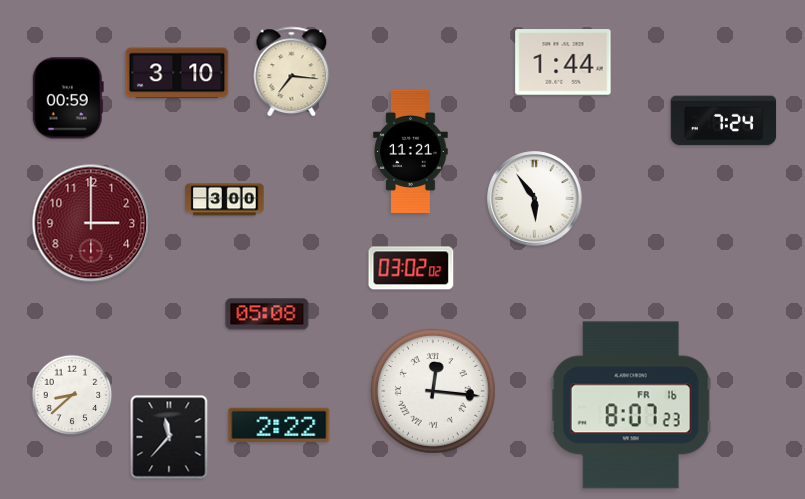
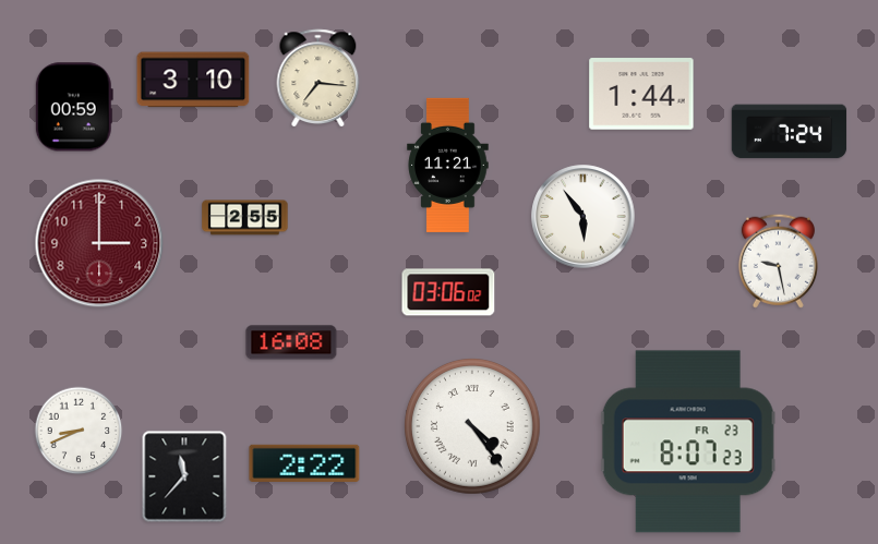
clock at (563, 62) position: (563, 62) -> (641, 94)
clock at (225, 200): 3:00 -> 2:55
clock at (778, 261): none -> 9:28
clock at (411, 268): 03:02 -> 03:06
clock at (267, 314): 05:08 -> 16:08
clock at (434, 392): 12:16 -> 4:24
clock at (72, 395): 8:38 -> 8:41
clock at (631, 405) date: FR 16 -> FR 23
